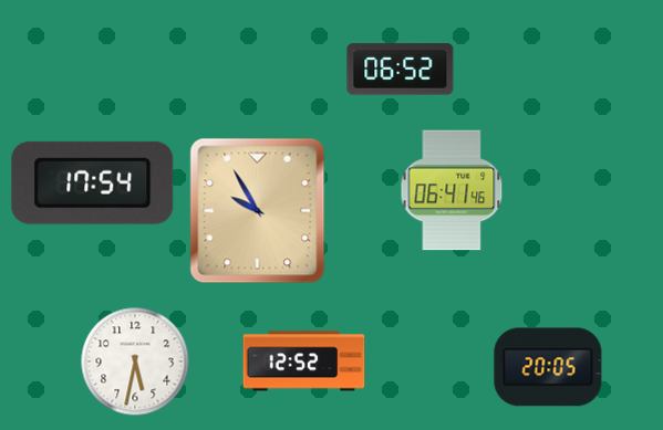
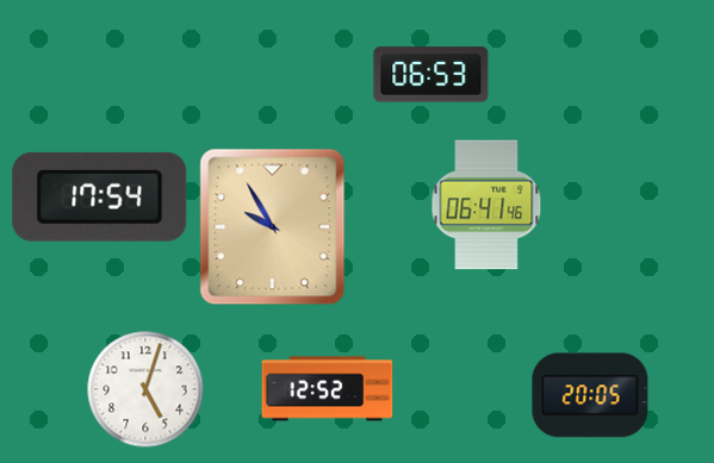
clock at (401, 70): 06:52 -> 06:53
clock at (258, 211) position: (258, 211) -> (273, 227)
clock at (135, 361): 5:32 -> 5:03
